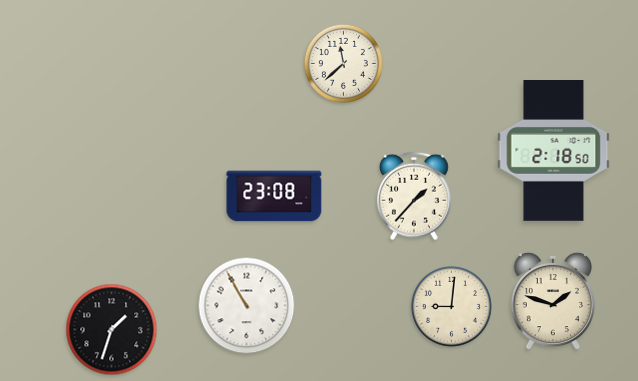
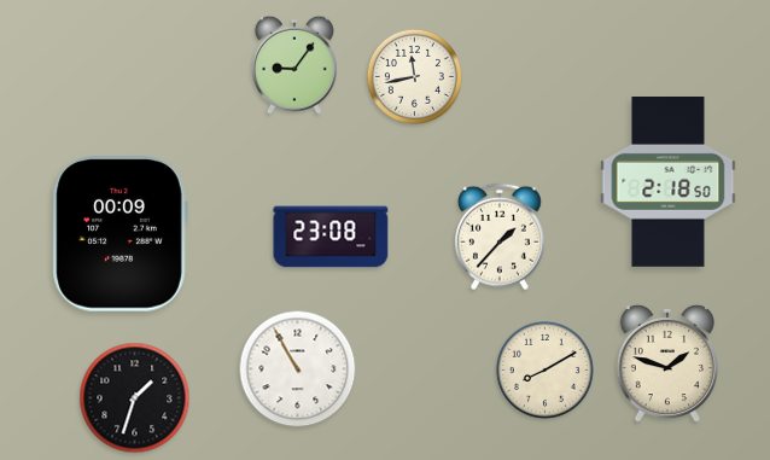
clock at (294, 65): none -> 9:06
clock at (343, 63): 11:38 -> 11:43
clock at (119, 234): none -> 00:09
clock at (451, 306): 9:01 -> 8:10
